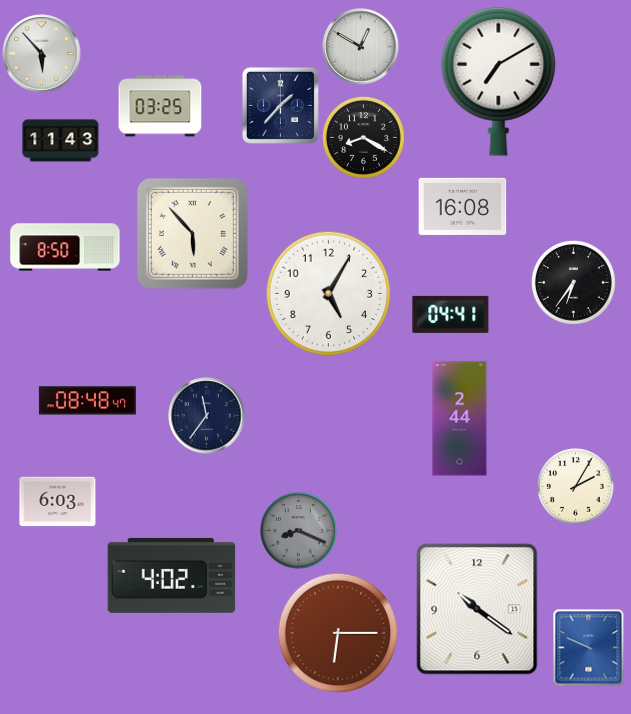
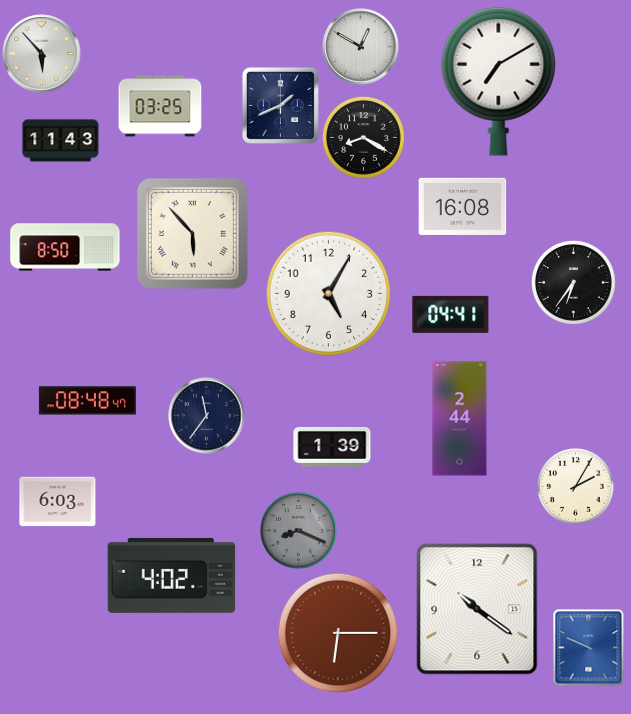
clock at (280, 105): 1:37 -> 1:41
clock at (332, 447): none -> 1:39
